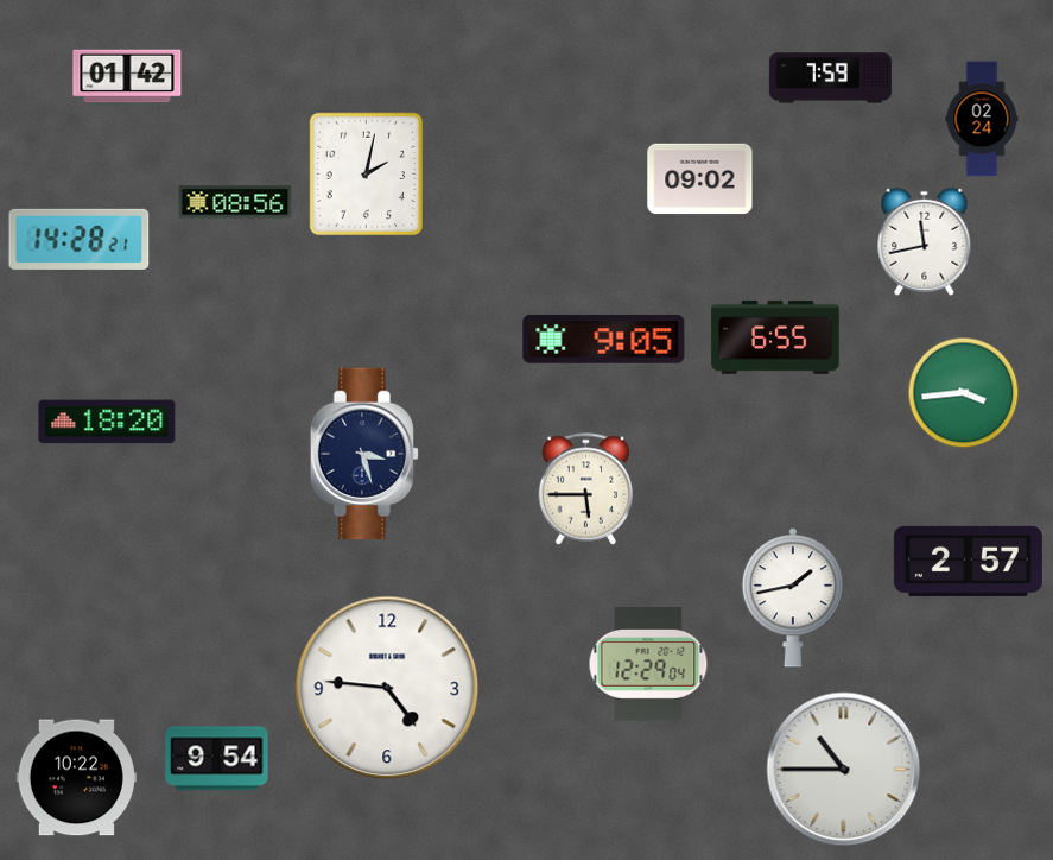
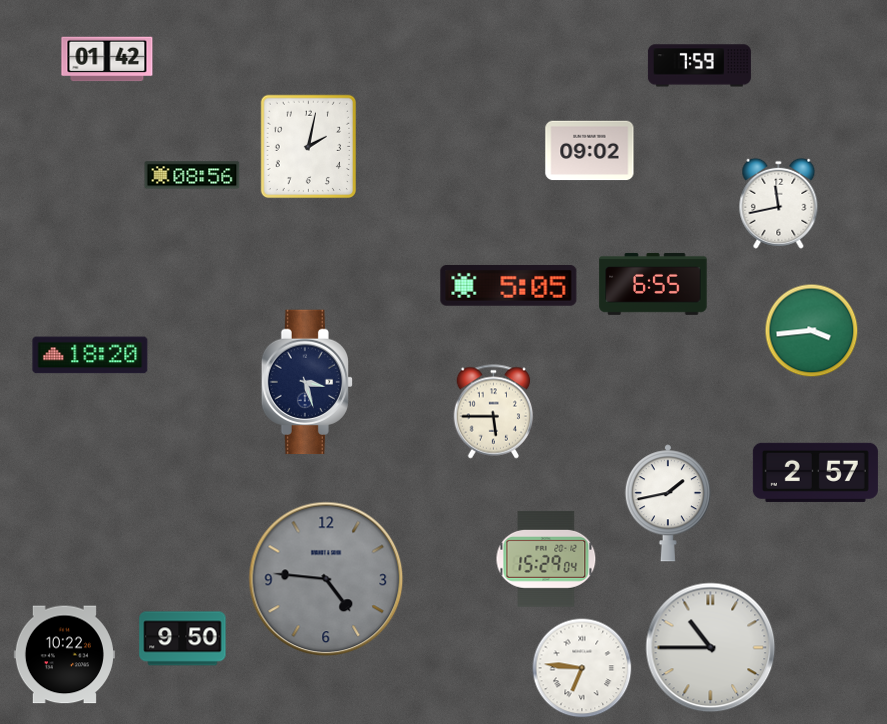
clock at (127, 76) position: (127, 76) -> (107, 59)
clock at (982, 119): 02:24 -> none
clock at (235, 202) position: (235, 202) -> (192, 175)
clock at (80, 239): 14:28 -> none
clock at (604, 340): 9:05 -> 5:05
clock at (648, 664): 12:29 -> 15:29
clock at (387, 688) dial: white -> grey
clock at (217, 759): 9:54 -> 9:50
clock at (582, 668): none -> 6:46
